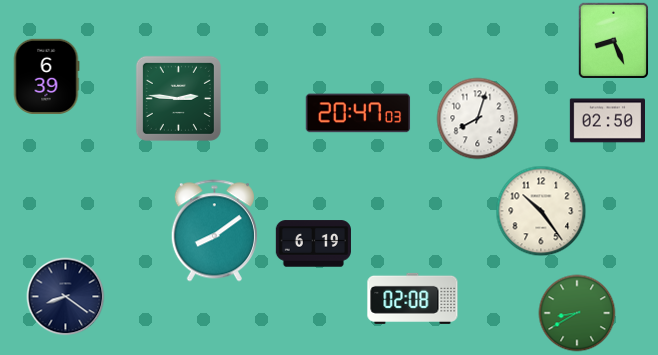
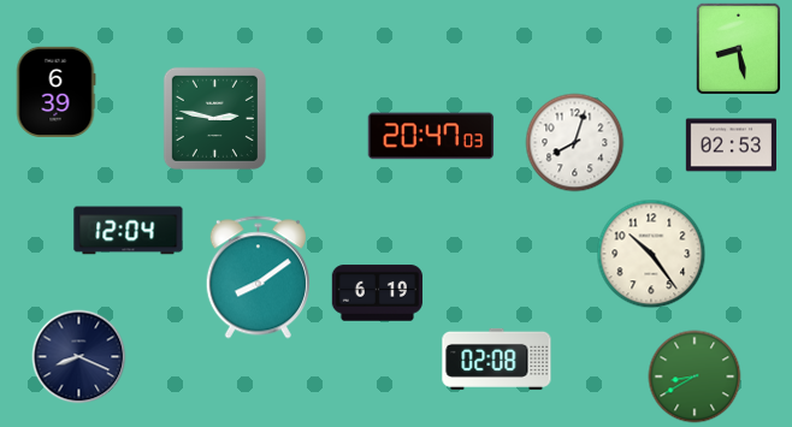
clock at (613, 40): 8:26 -> 8:28
clock at (178, 98): 2:46 -> 2:47
clock at (607, 121): 02:50 -> 02:53
clock at (129, 231): none -> 12:04
clock at (66, 297): 8:21 -> 8:19
